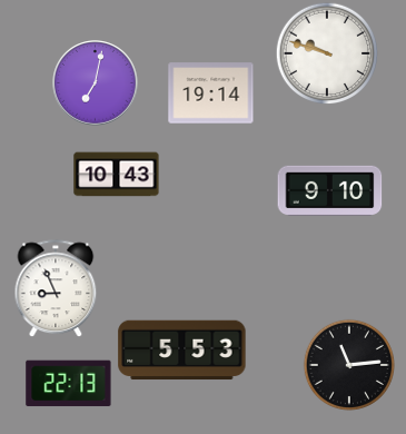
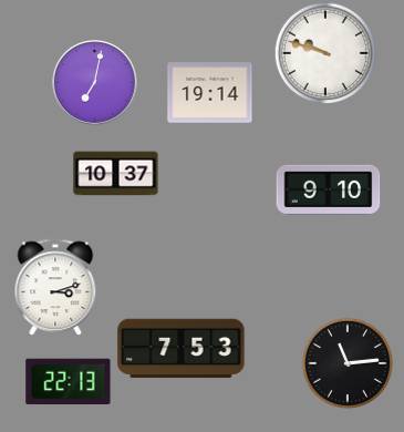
clock at (117, 175): 10:43 -> 10:37
clock at (56, 288): 8:56 -> 3:12
clock at (182, 351): 5:53 -> 7:53
